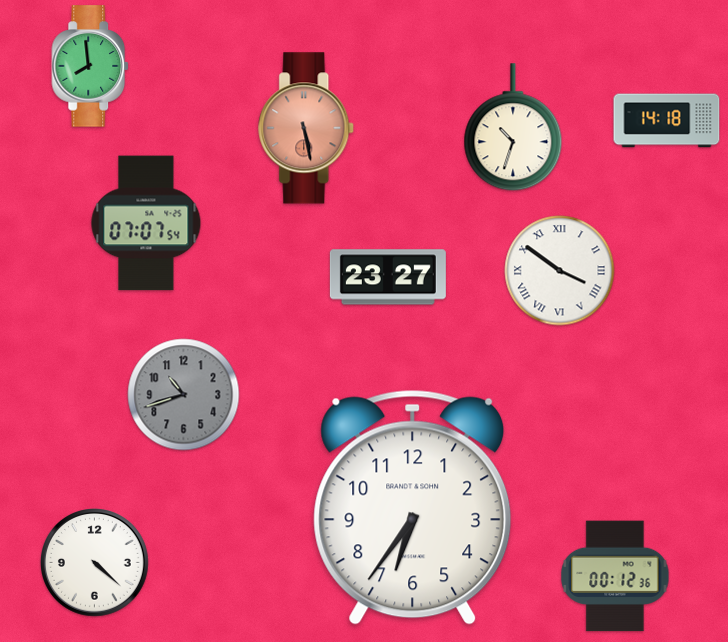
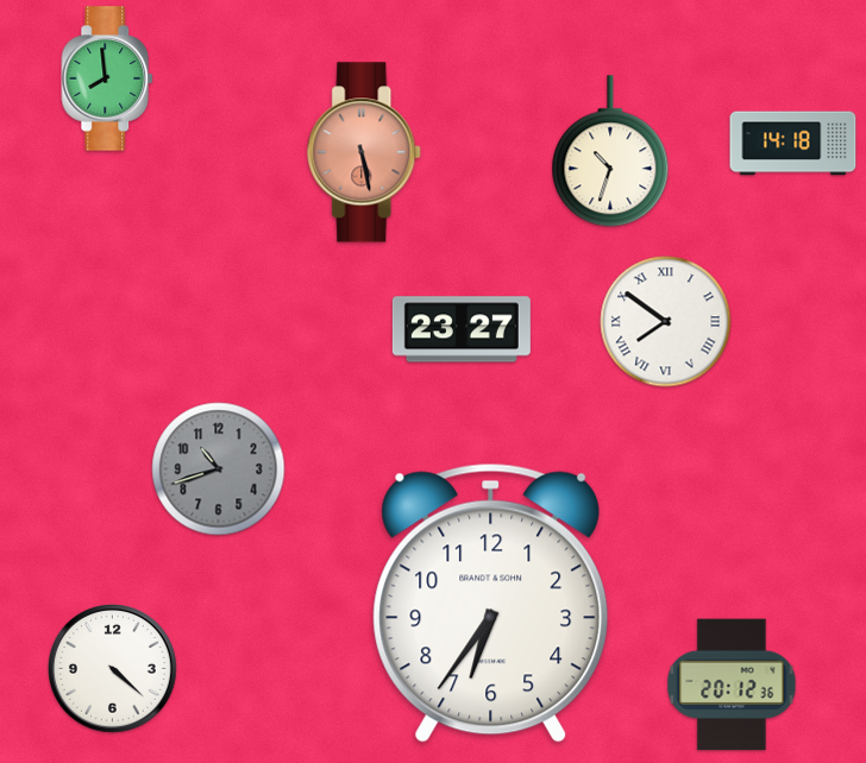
clock at (146, 223): 07:07 -> none
clock at (560, 271): 3:51 -> 7:51
clock at (615, 576): 00:12 -> 20:12
